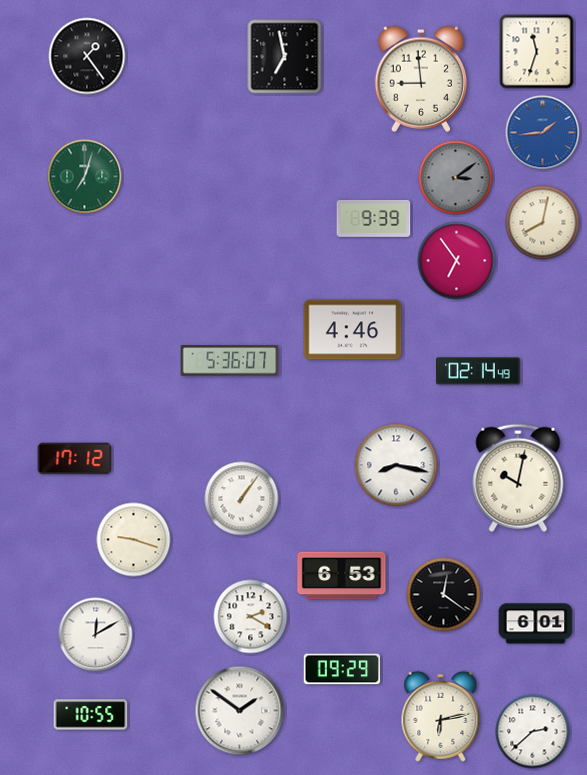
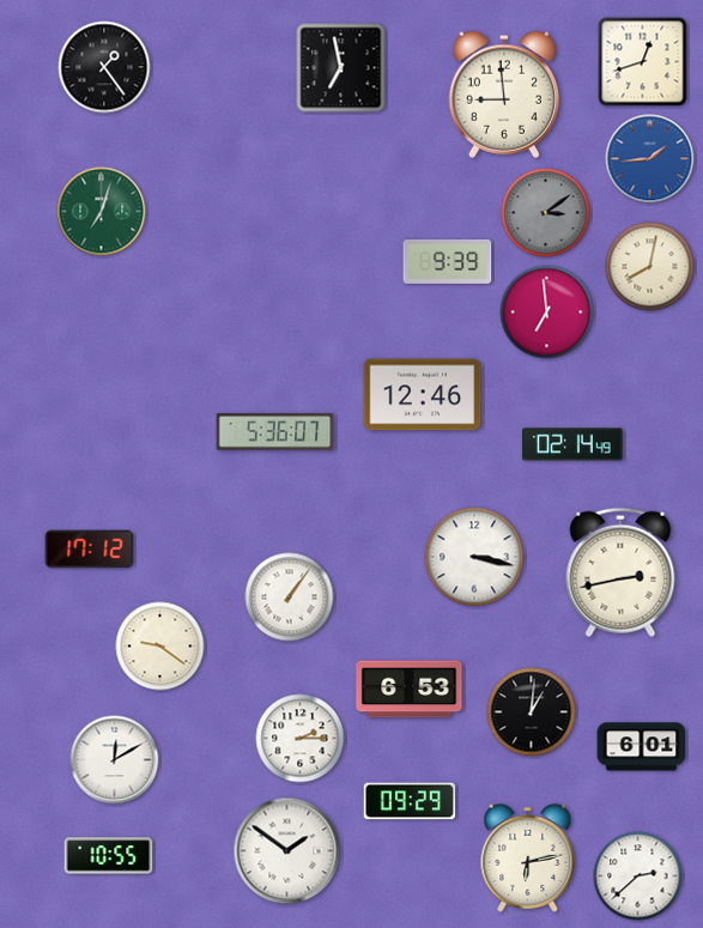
clock at (537, 52): 11:33 -> 12:42
clock at (457, 261): 6:54 -> 6:59
clock at (353, 330): 4:46 -> 12:46
clock at (396, 465): 8:17 -> 3:17
clock at (518, 478): 10:02 -> 2:43
clock at (134, 540): 9:18 -> 9:21
clock at (444, 595): 12:21 -> 1:01
clock at (251, 617): 2:20 -> 2:15
